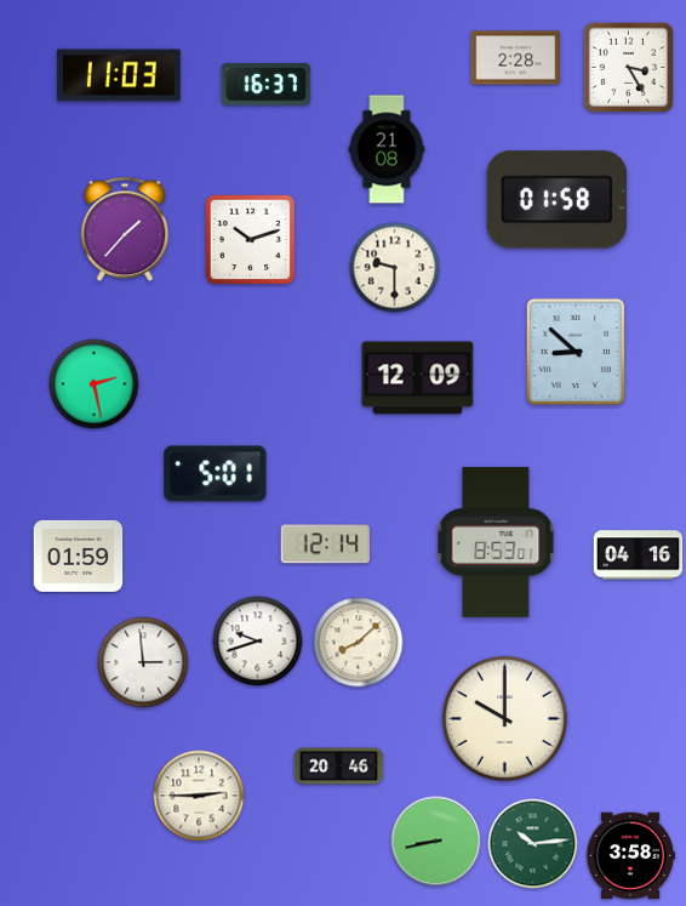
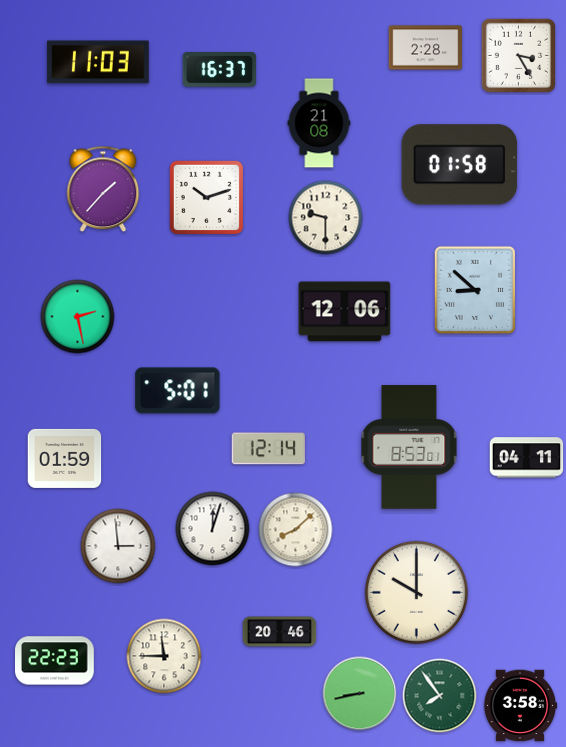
clock at (395, 268) position: (395, 268) -> (326, 218)
clock at (418, 378): 12:09 -> 12:06
clock at (639, 555): 04:16 -> 04:11
clock at (258, 642): 9:42 -> 12:03
clock at (199, 796): 2:45 -> 11:45
clock at (55, 661): none -> 22:23
clock at (533, 844): 10:14 -> 7:54
